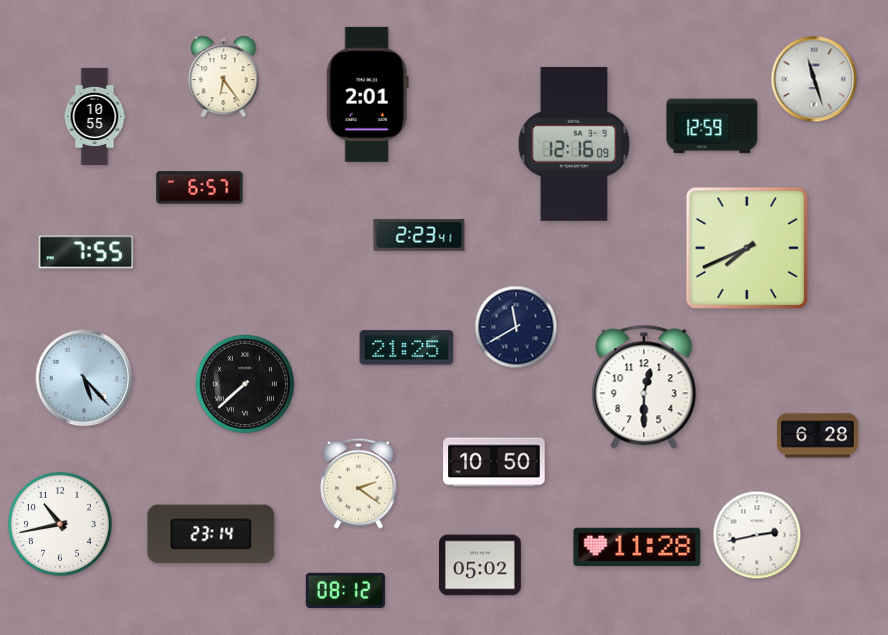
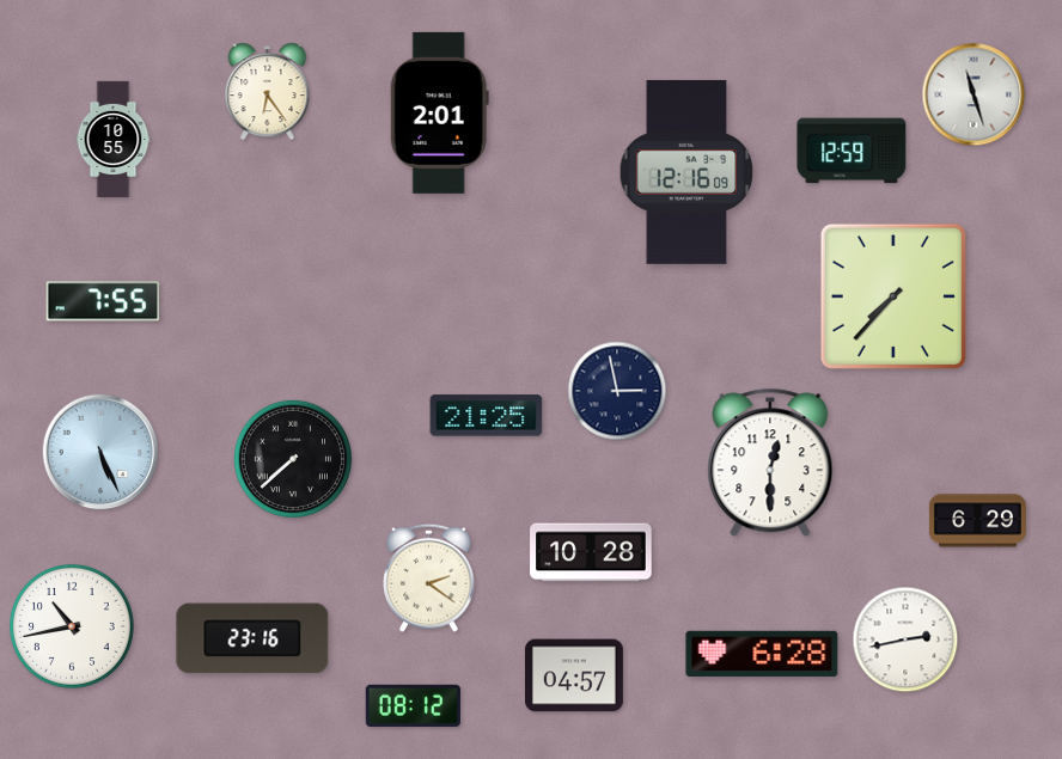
clock at (200, 188): 6:57 -> none
clock at (419, 235): 2:23 -> none
clock at (747, 248): 7:41 -> 7:37
clock at (516, 327): 11:40 -> 2:58
clock at (84, 378): 5:23 -> 5:26
clock at (817, 436): 6:28 -> 6:29
clock at (494, 462): 10:50 -> 10:28
clock at (211, 534): 23:14 -> 23:16
clock at (637, 546): 11:28 -> 6:28
clock at (480, 565): 05:02 -> 04:57
